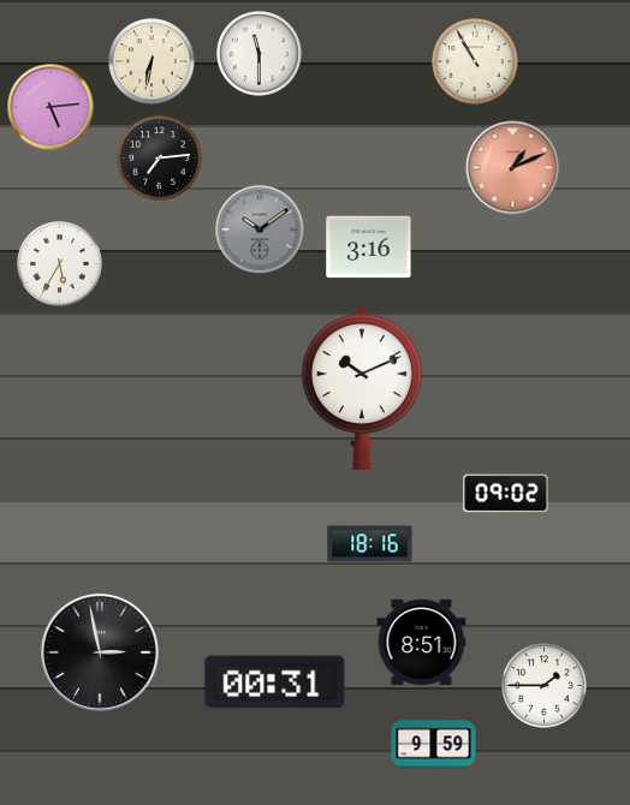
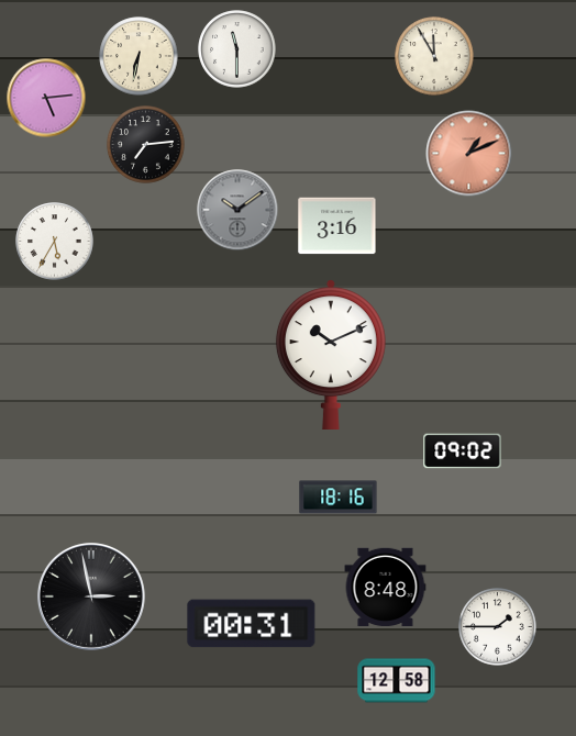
clock at (475, 61): 10:55 -> 11:55
clock at (422, 643): 8:51 -> 8:48
clock at (434, 745): 9:59 -> 12:58
